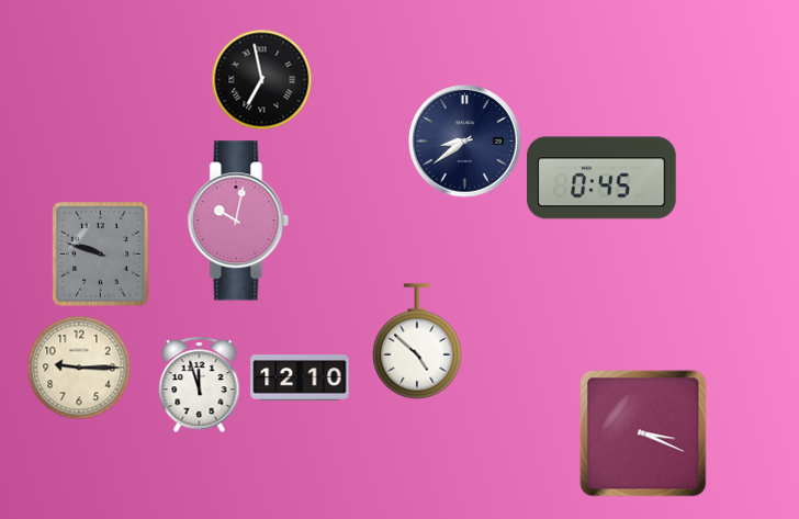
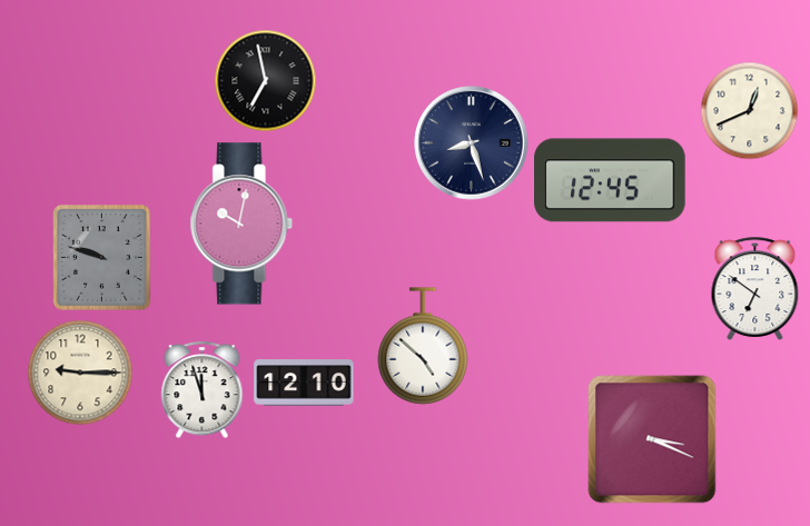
clock at (749, 110): none -> 12:41
clock at (465, 142): 8:39 -> 8:27
clock at (601, 178): 0:45 -> 12:45
clock at (755, 288): none -> 6:51
